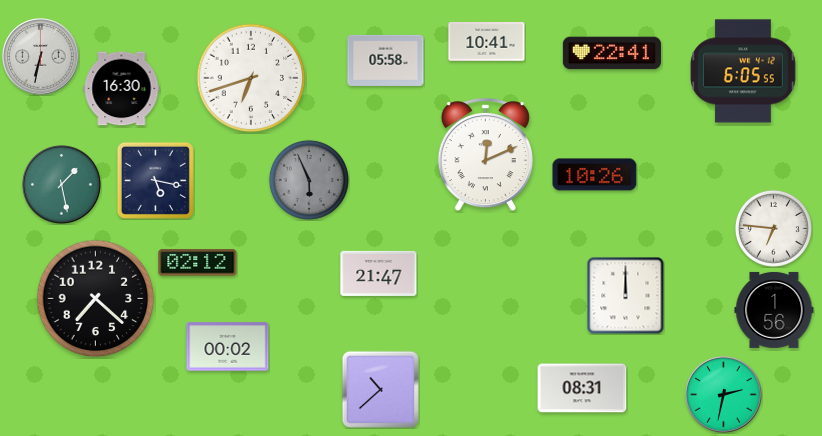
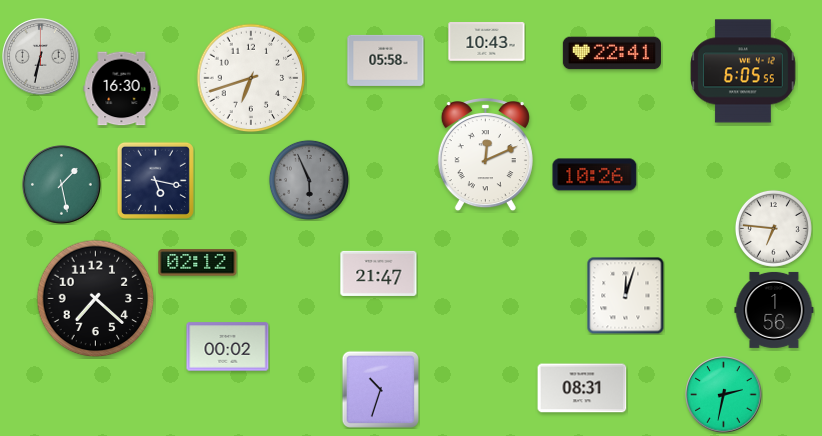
clock at (487, 42): 10:41 -> 10:43
clock at (625, 295): 12:00 -> 12:03
clock at (380, 389): 10:38 -> 10:33
